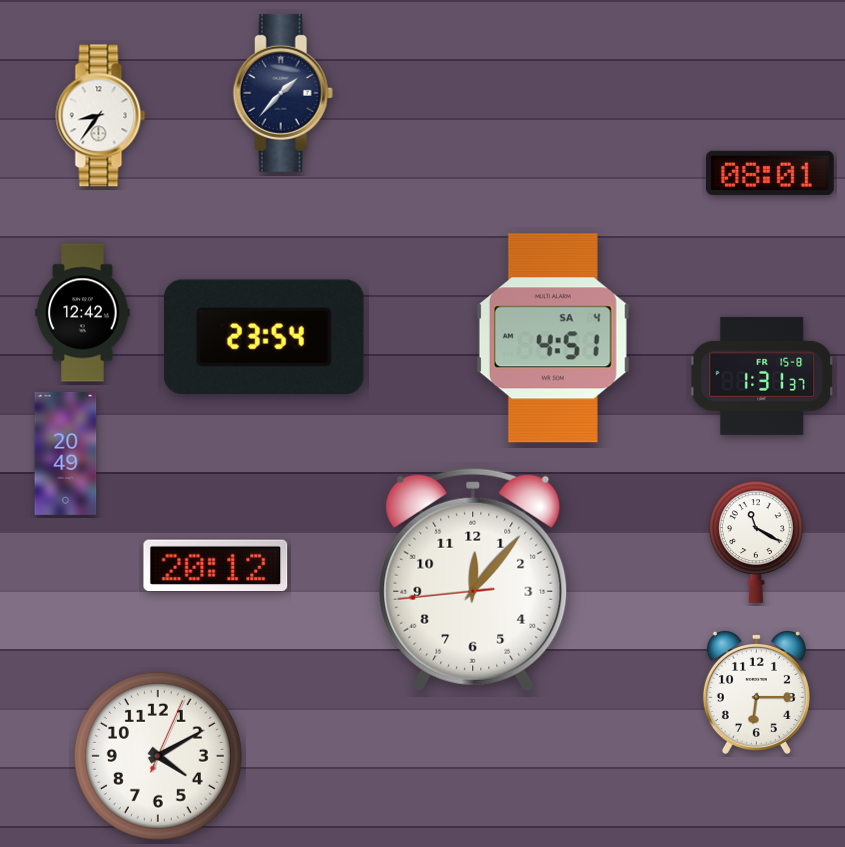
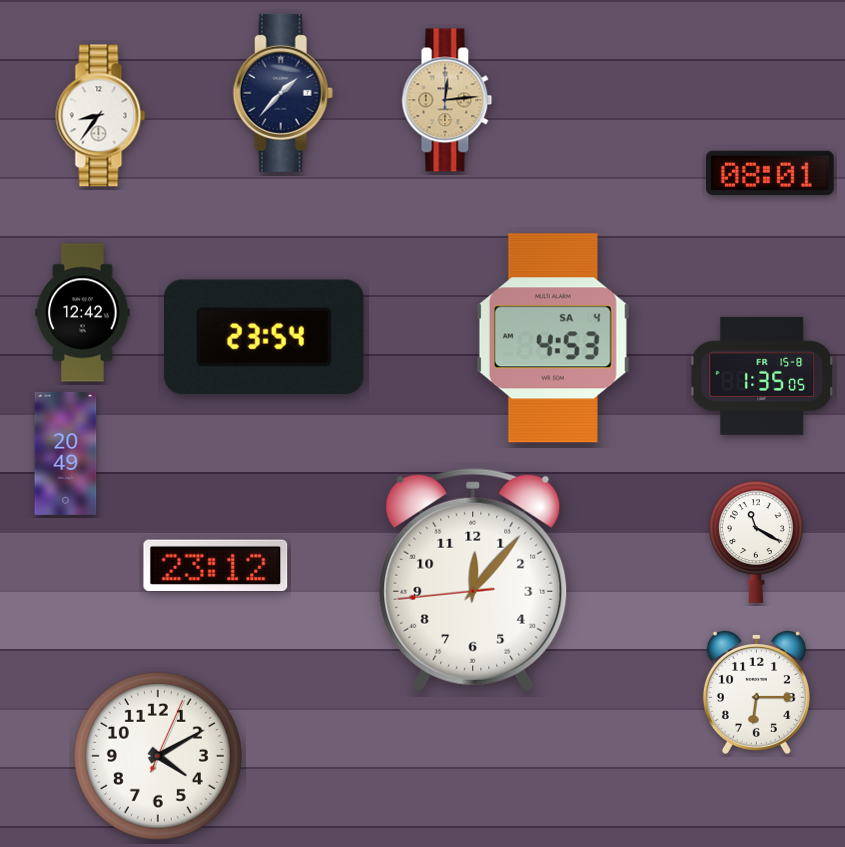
clock at (447, 100): none -> 12:14
clock at (553, 338): 4:51 -> 4:53
clock at (763, 376): 1:31 -> 1:35
clock at (216, 566): 20:12 -> 23:12
